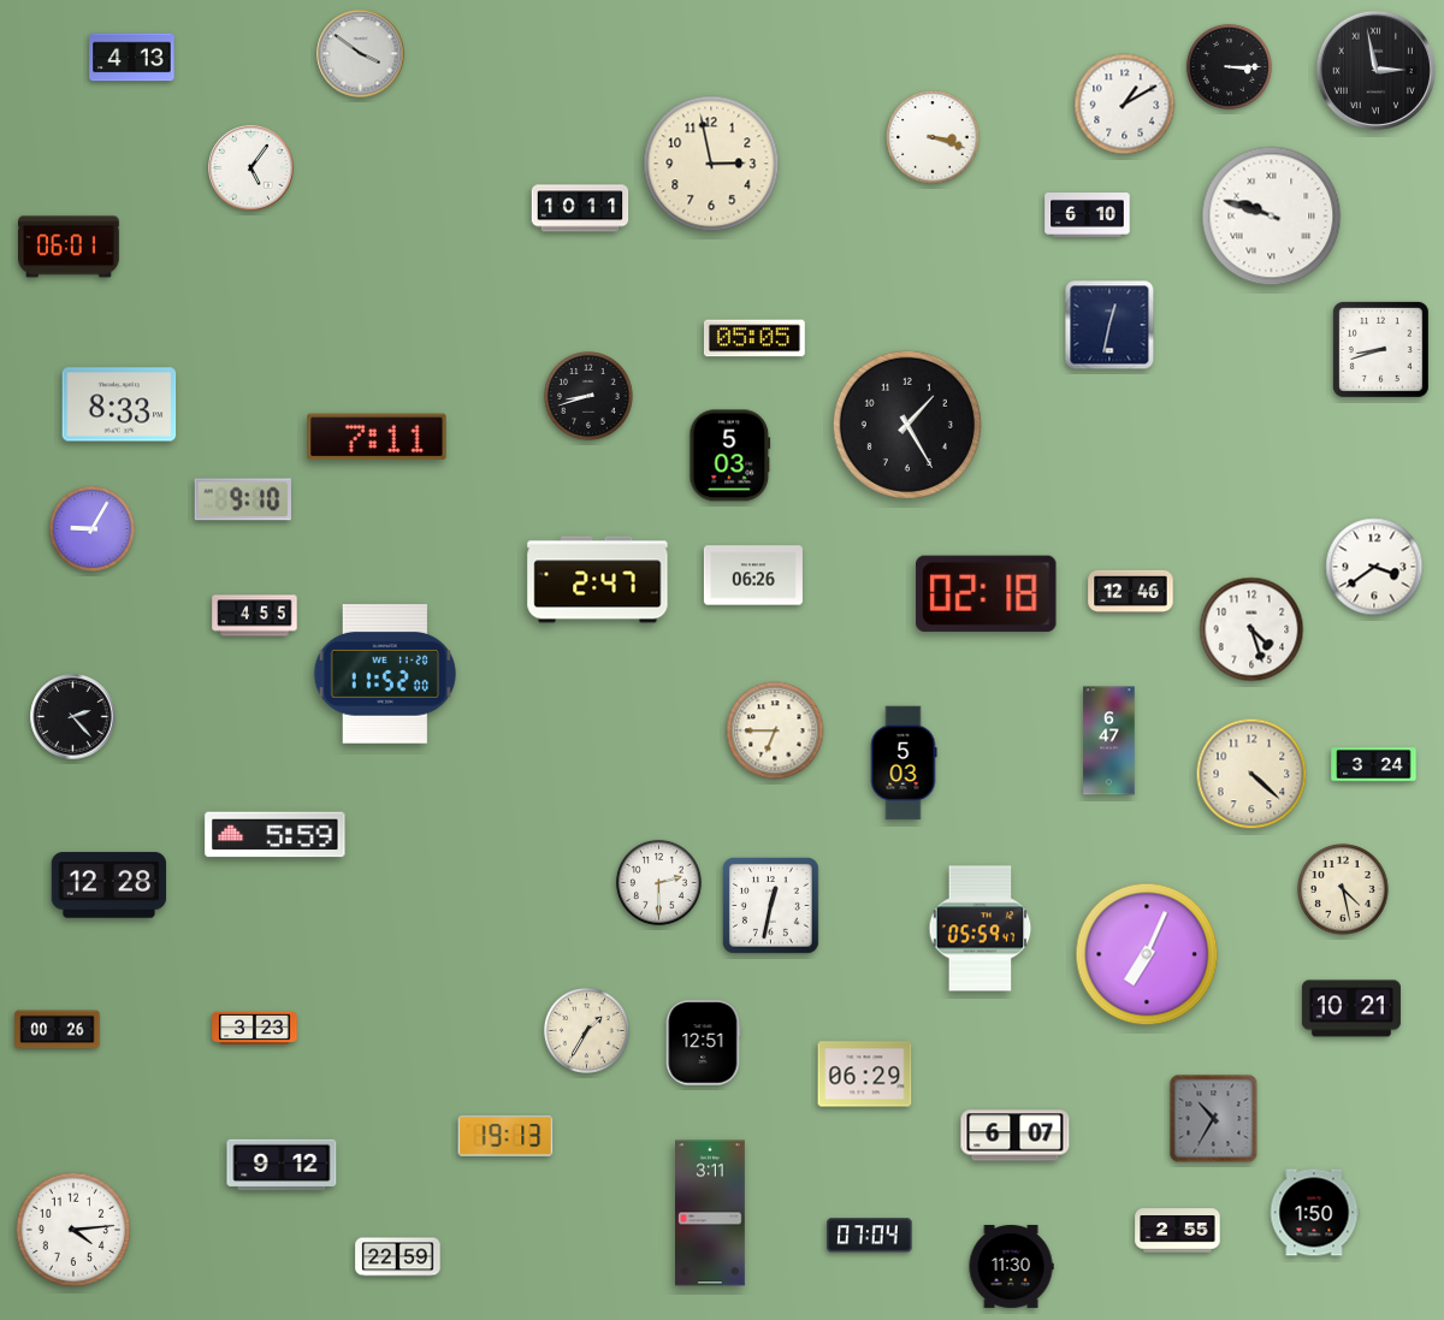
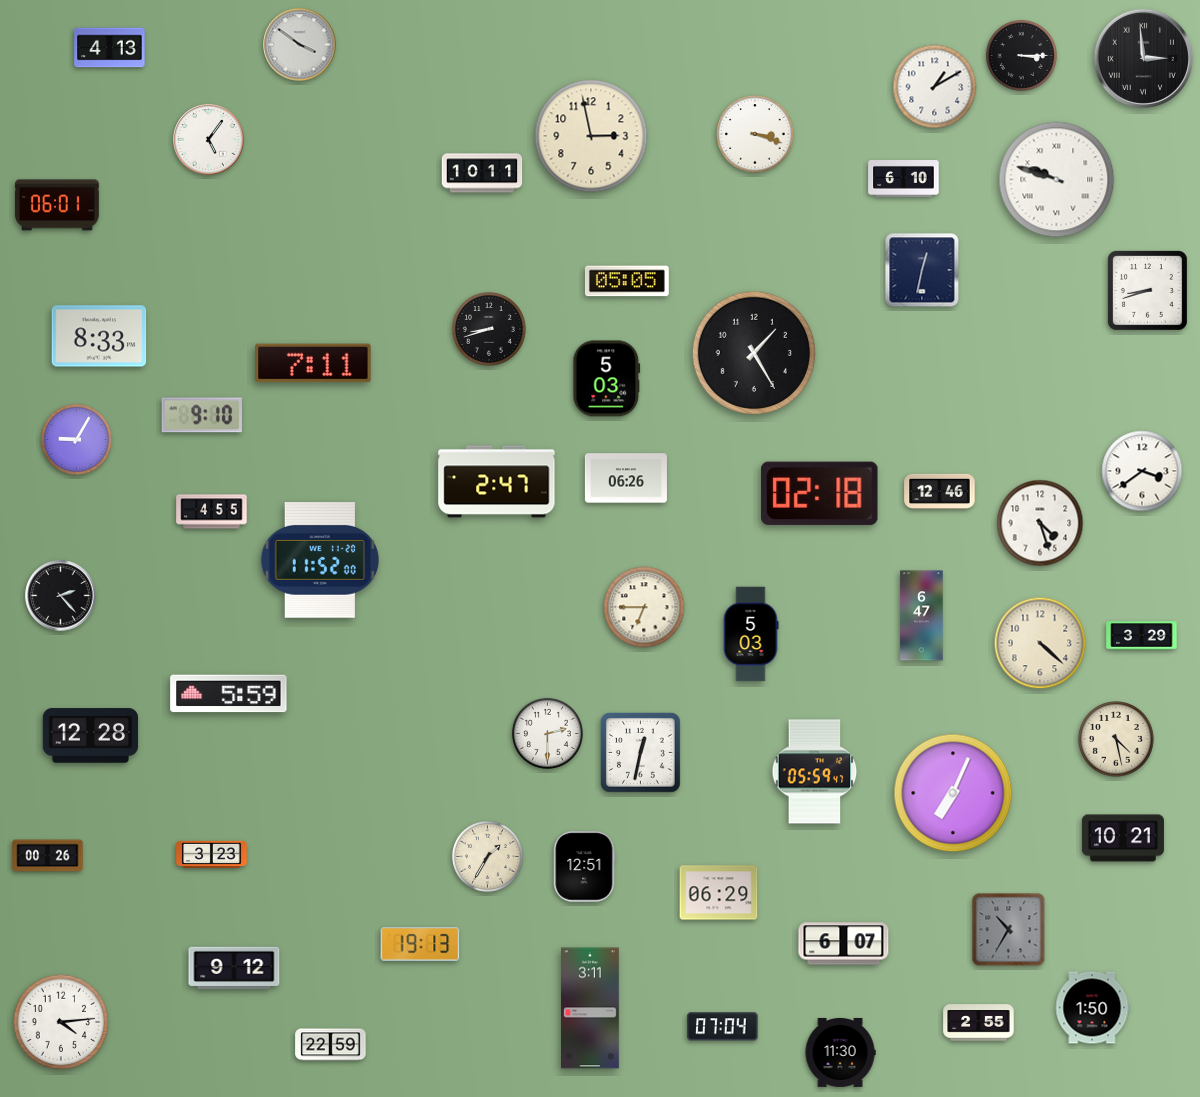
clock at (1375, 70): 2:58 -> 2:59
clock at (933, 137) position: (933, 137) -> (755, 134)
clock at (1374, 765): 3:24 -> 3:29
